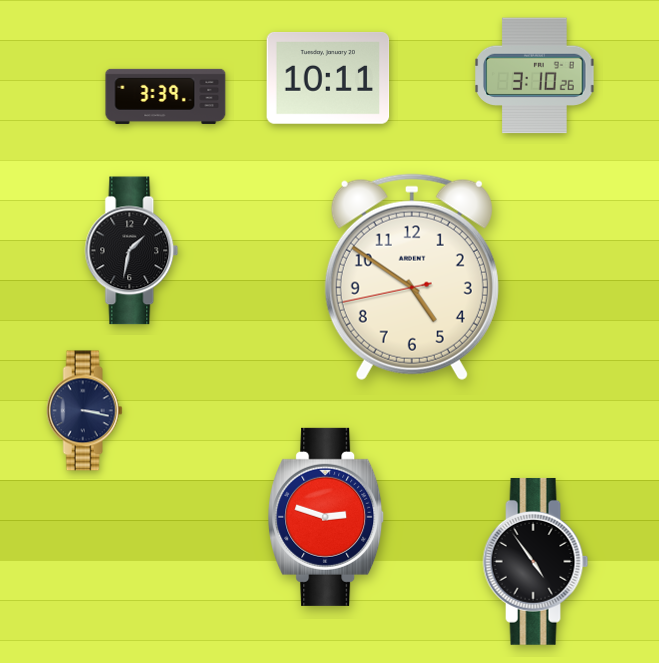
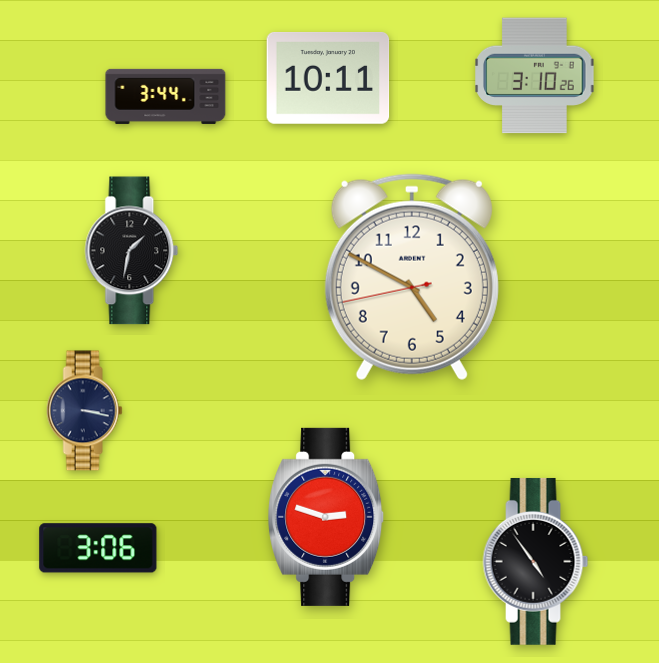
clock at (166, 96): 3:39 -> 3:44
clock at (412, 277): 4:50 -> 4:49
clock at (98, 548): none -> 3:06
